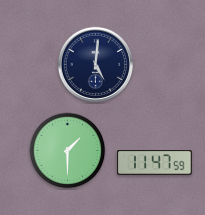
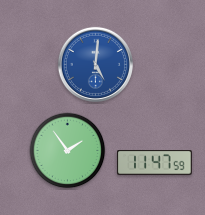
clock at (95, 64) dial: navy -> blue
clock at (68, 151): 1:30 -> 1:54
